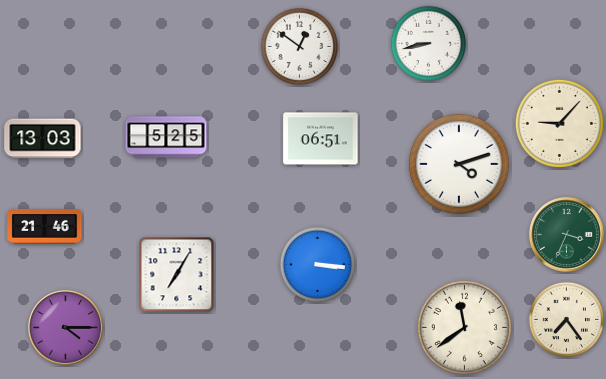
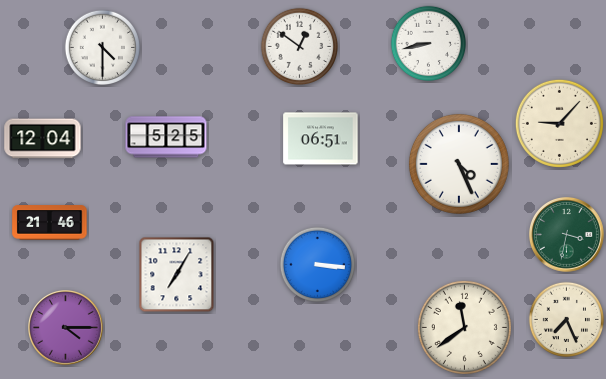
clock at (103, 48): none -> 4:30
clock at (43, 139): 13:03 -> 12:04
clock at (459, 164): 4:12 -> 4:26
clock at (45, 227) position: (45, 227) -> (50, 223)
clock at (566, 234): 3:34 -> 3:32
clock at (567, 320): 7:24 -> 7:26
